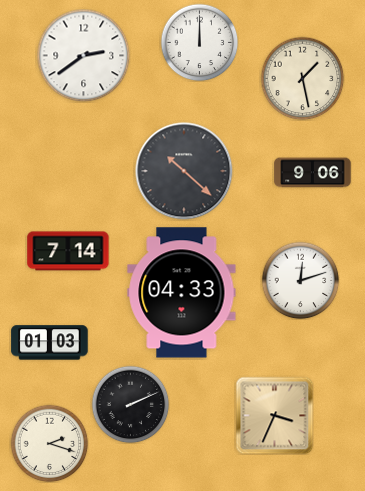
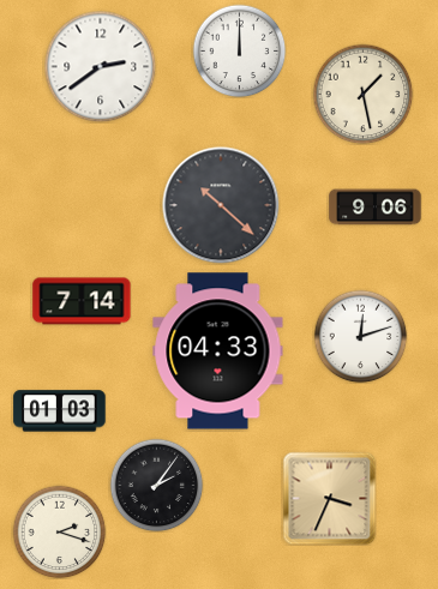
clock at (130, 404): 2:11 -> 2:06
